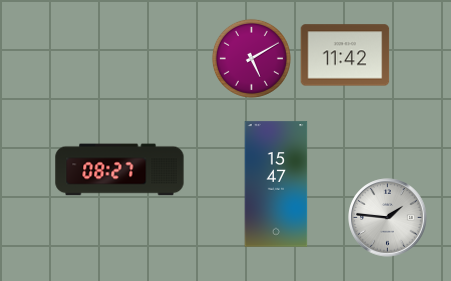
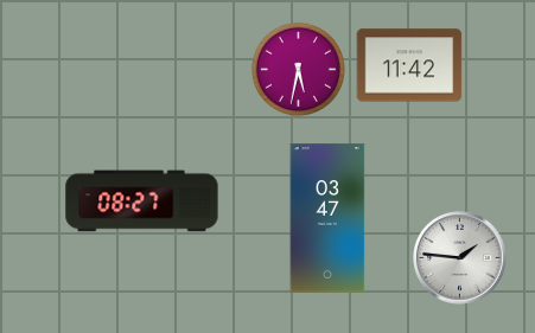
clock at (251, 58): 5:10 -> 5:32
clock at (276, 184): 15:47 -> 03:47
